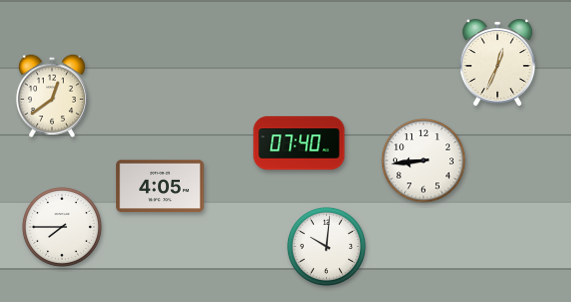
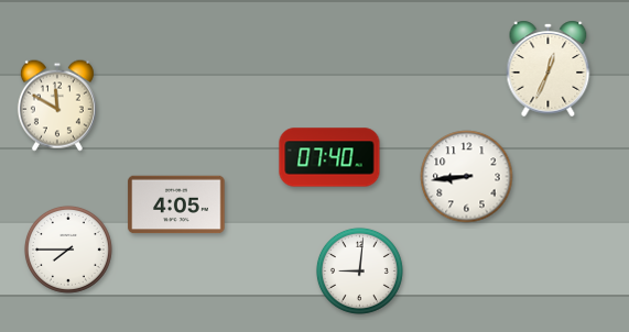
clock at (52, 96): 12:39 -> 11:50
clock at (326, 246): 10:01 -> 9:01
